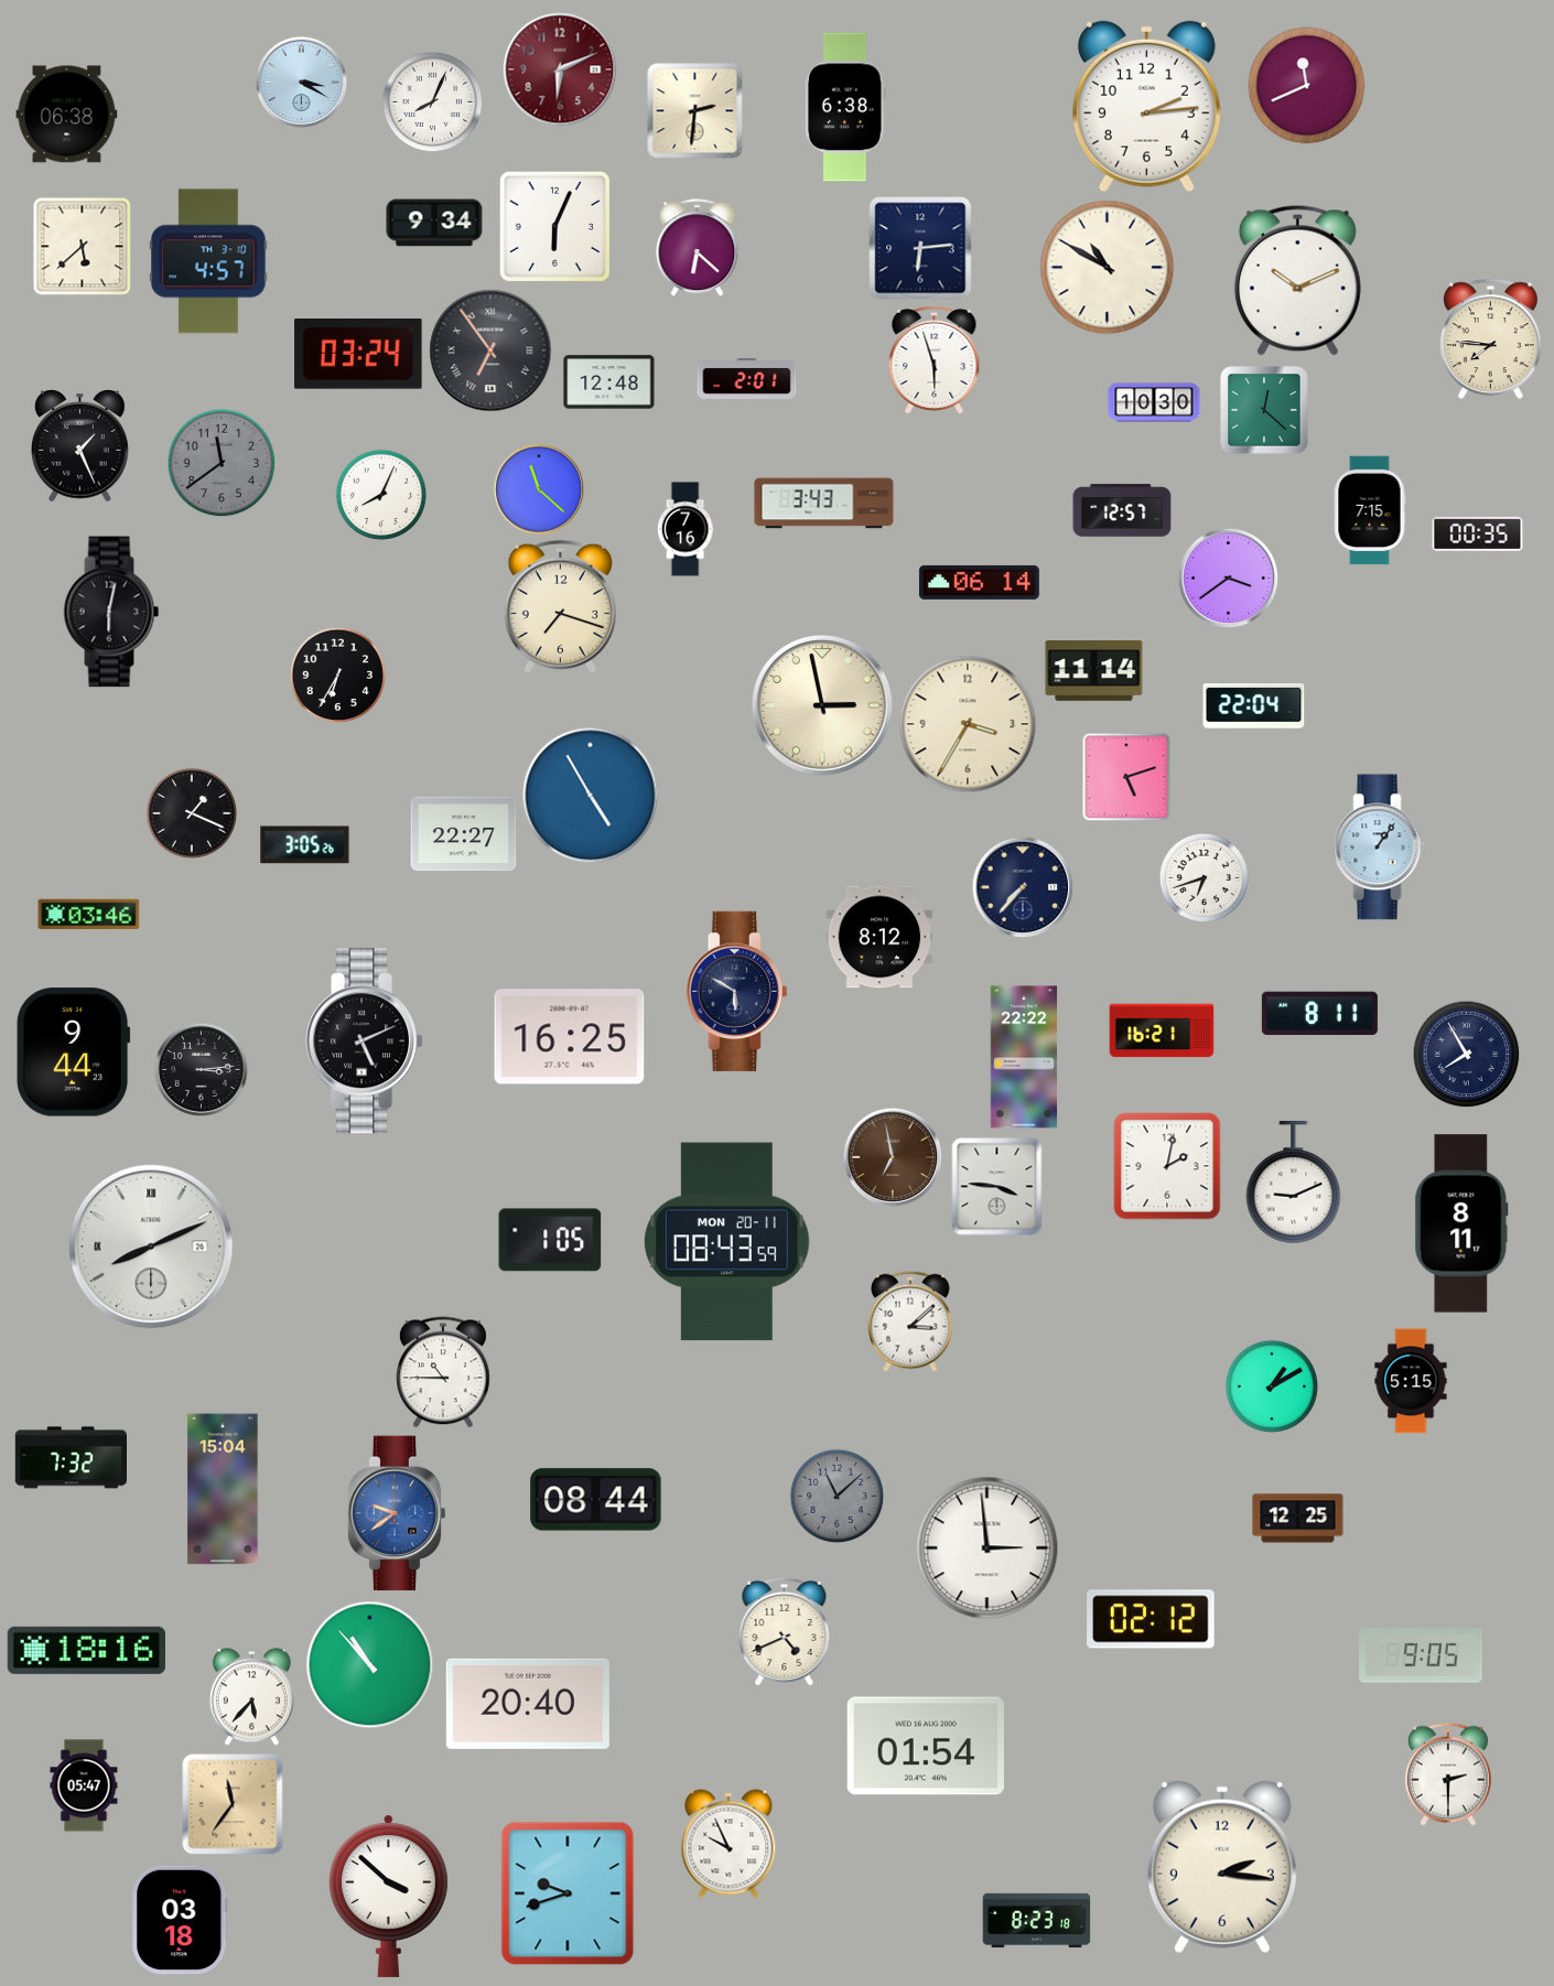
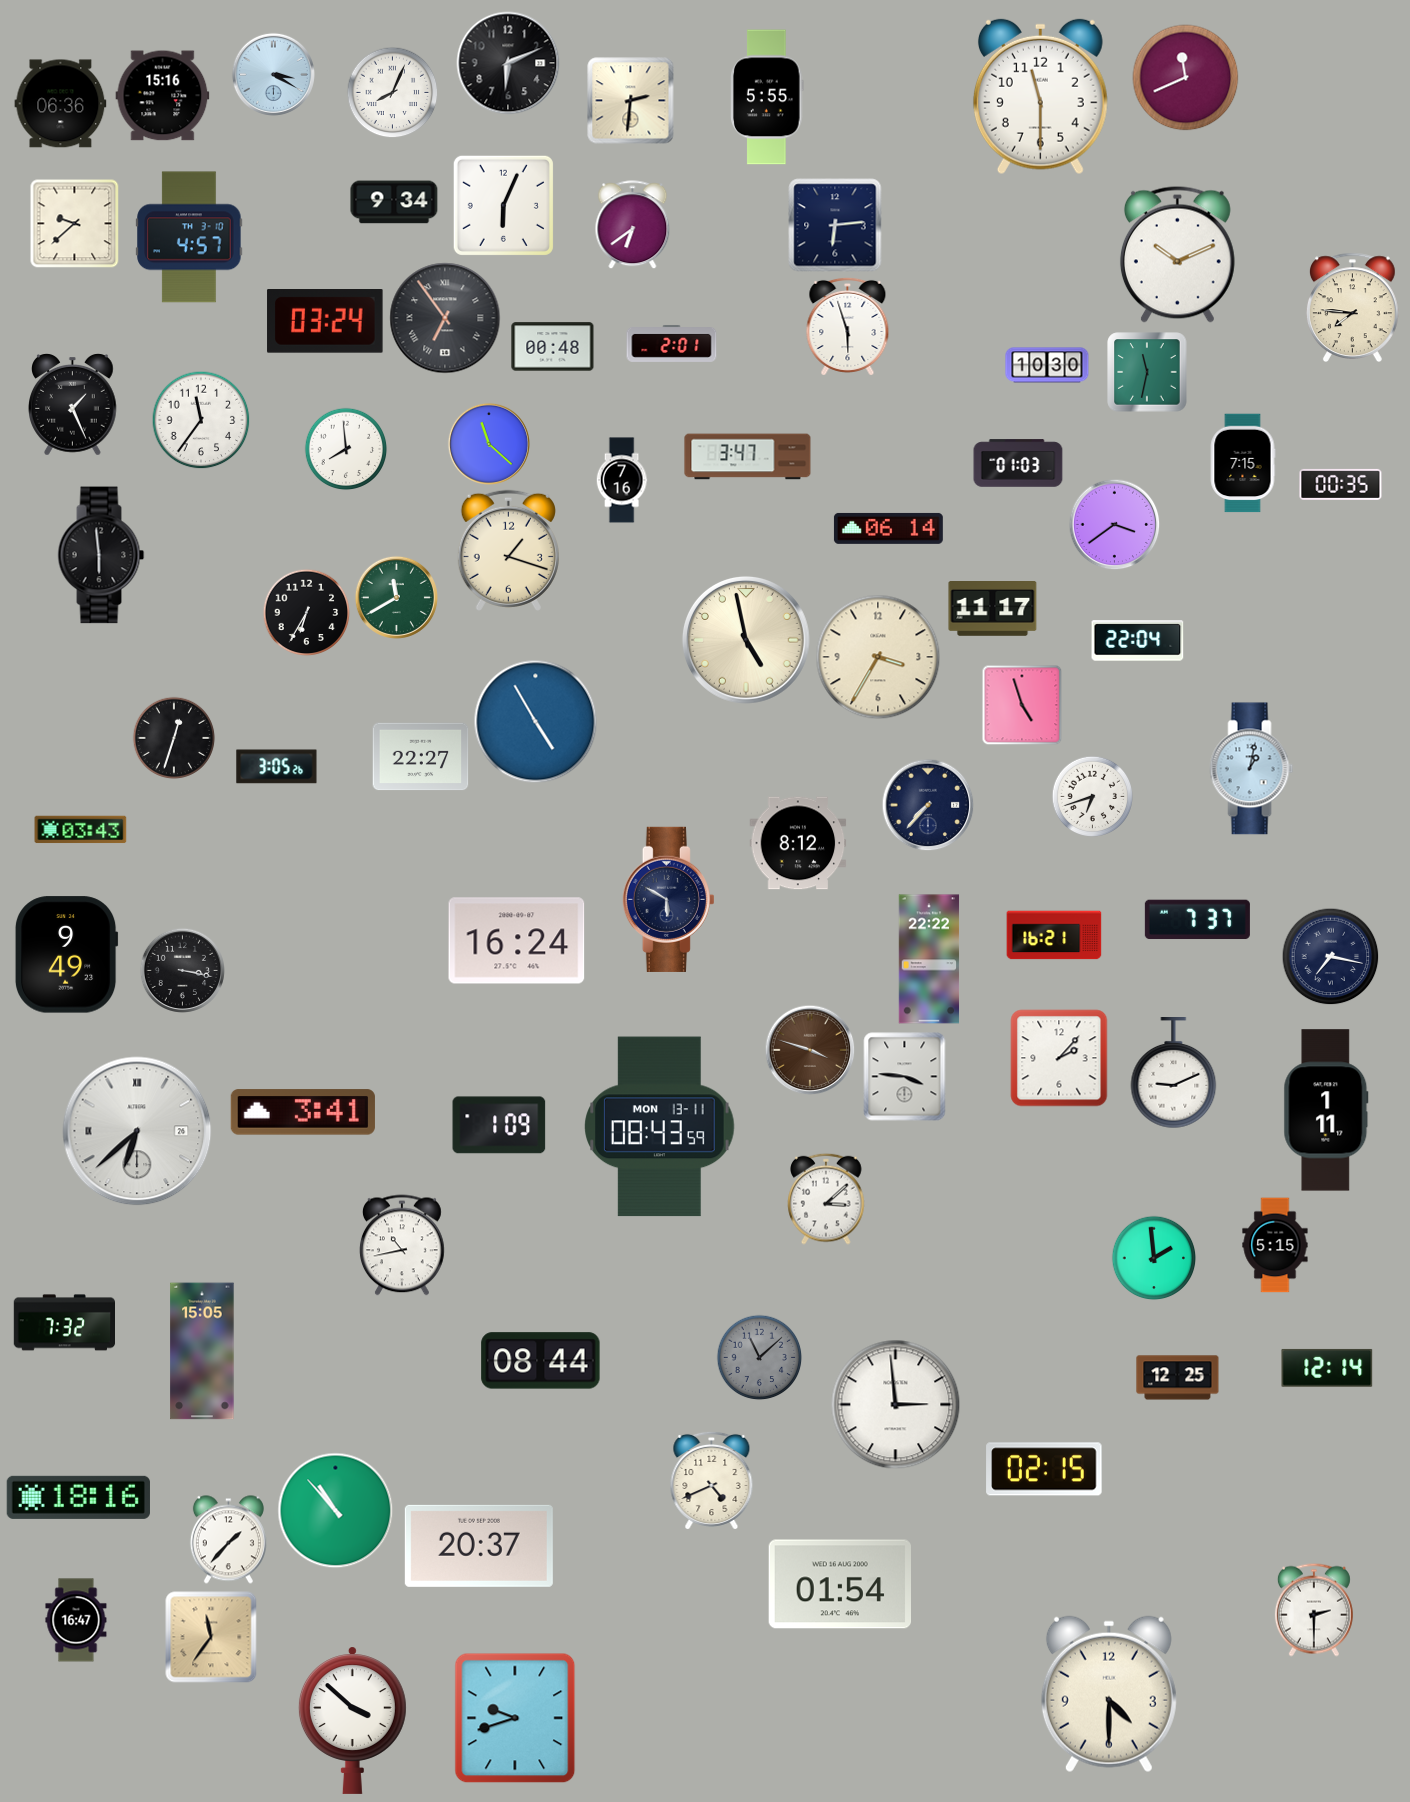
clock at (560, 69) dial: burgundy -> black
clock at (163, 96): none -> 15:16
clock at (845, 107): 6:38 -> 5:55
clock at (1146, 107): 2:14 -> 11:30
clock at (67, 115): 06:38 -> 06:36
clock at (82, 246): 5:38 -> 9:38
clock at (698, 248): 6:22 -> 6:39
clock at (1108, 268): 10:50 -> none
clock at (747, 378) position: (747, 378) -> (672, 343)
clock at (609, 382): 12:48 -> 00:48
clock at (1264, 410): 12:22 -> 11:32
clock at (222, 463): 11:39 -> 11:36
clock at (222, 463) dial: grey -> white
clock at (381, 495): 8:04 -> 7:59
clock at (824, 504): 3:43 -> 3:47
clock at (1122, 510): 12:57 -> 01:03
clock at (560, 606): 7:18 -> 1:18
clock at (111, 612): 6:02 -> 5:59
clock at (396, 597): none -> 11:40
clock at (1094, 671): 11:14 -> 11:17
clock at (822, 705): 2:58 -> 4:58
clock at (1126, 777): 5:12 -> 4:57
clock at (192, 813): 1:19 -> 12:33
clock at (1380, 848): 1:06 -> 1:02
clock at (89, 915): 03:46 -> 03:43
clock at (879, 937) position: (879, 937) -> (798, 843)
clock at (1319, 1014): 8:11 -> 7:37
clock at (570, 1037): 16:25 -> 16:24
clock at (365, 1041): 5:11 -> none
clock at (73, 1053): 9:44 -> 9:49
clock at (1466, 1054): 7:55 -> 7:17
clock at (201, 1069): 3:14 -> 3:17
clock at (893, 1157): 6:58 -> 3:48
clock at (1167, 1166): 2:02 -> 2:07
clock at (1461, 1223): 8:11 -> 1:11
clock at (303, 1112): none -> 3:41
clock at (550, 1240): 1:05 -> 1:09
clock at (727, 1242) date: MON 20-11 -> MON 13-11
clock at (151, 1246): 8:11 -> 6:38
clock at (443, 1372): 10:45 -> 10:43
clock at (1411, 1381) position: (1411, 1381) -> (1275, 1245)
clock at (1272, 1386): 1:10 -> 1:59
clock at (223, 1489): 15:04 -> 15:05
clock at (1327, 1368): none -> 12:14
clock at (397, 1513): 9:39 -> none
clock at (1151, 1619): 02:12 -> 02:15
clock at (1422, 1655): 9:05 -> none
clock at (251, 1697): 5:37 -> 1:37
clock at (528, 1704): 20:40 -> 20:37
clock at (84, 1785): 05:47 -> 16:47
clock at (729, 1844): 9:56 -> none
clock at (1222, 1867): 2:16 -> 4:30
clock at (180, 1920): 03:18 -> none
clock at (1037, 1921): 8:23 -> none
